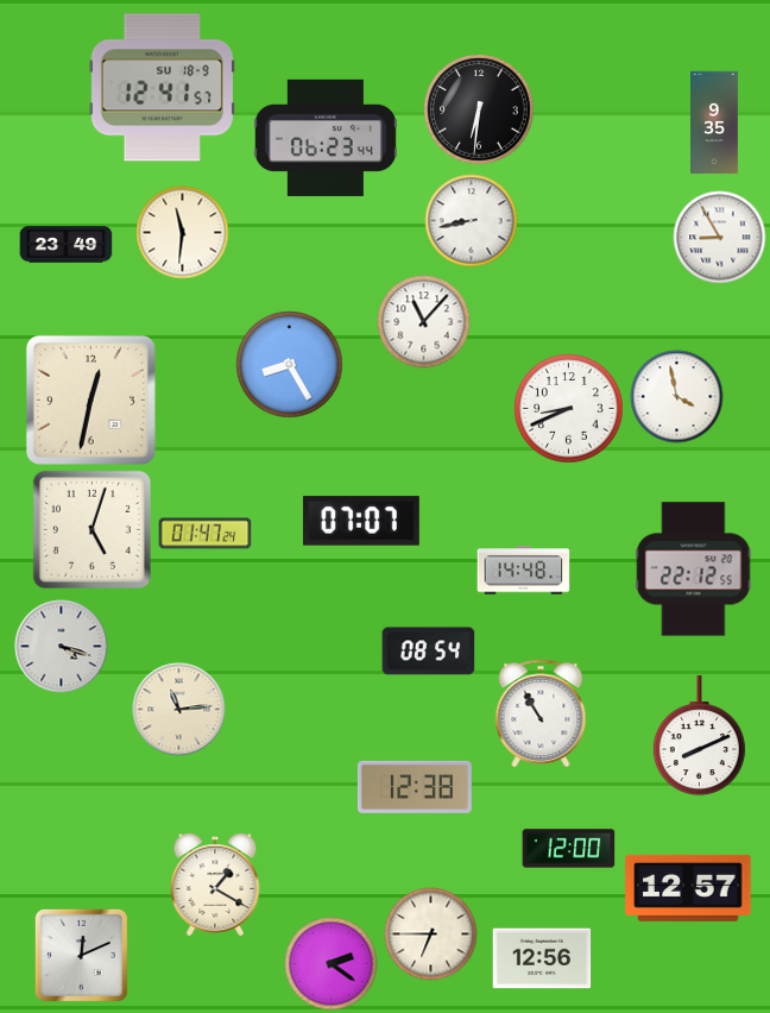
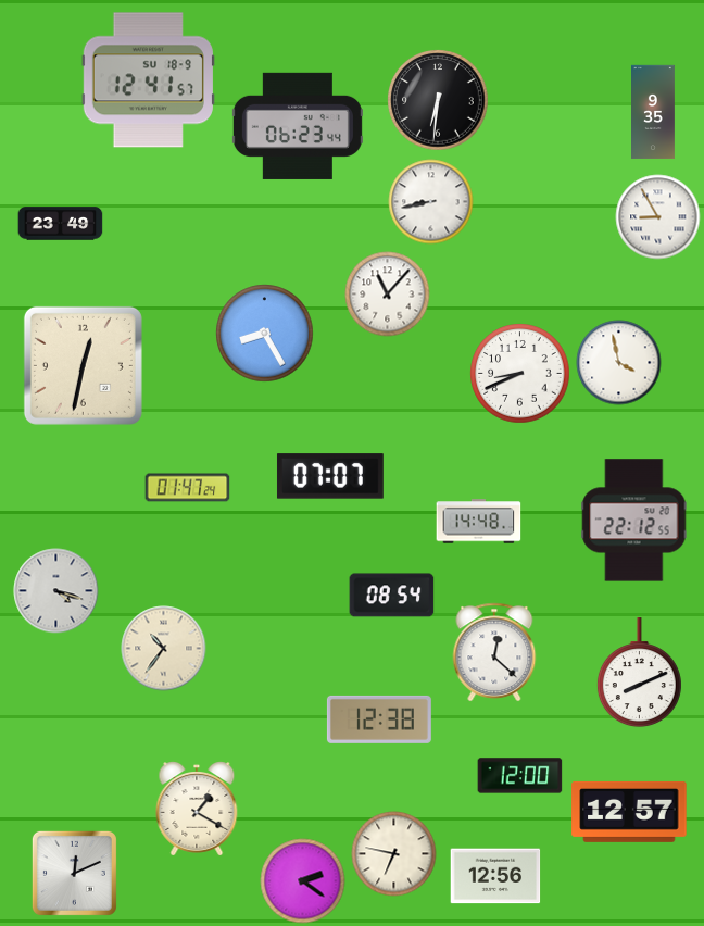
clock at (182, 232): 11:31 -> none
clock at (91, 529): 5:03 -> none
clock at (178, 709): 11:14 -> 10:36
clock at (541, 713): 10:55 -> 12:22
clock at (430, 933): 6:45 -> 6:47
